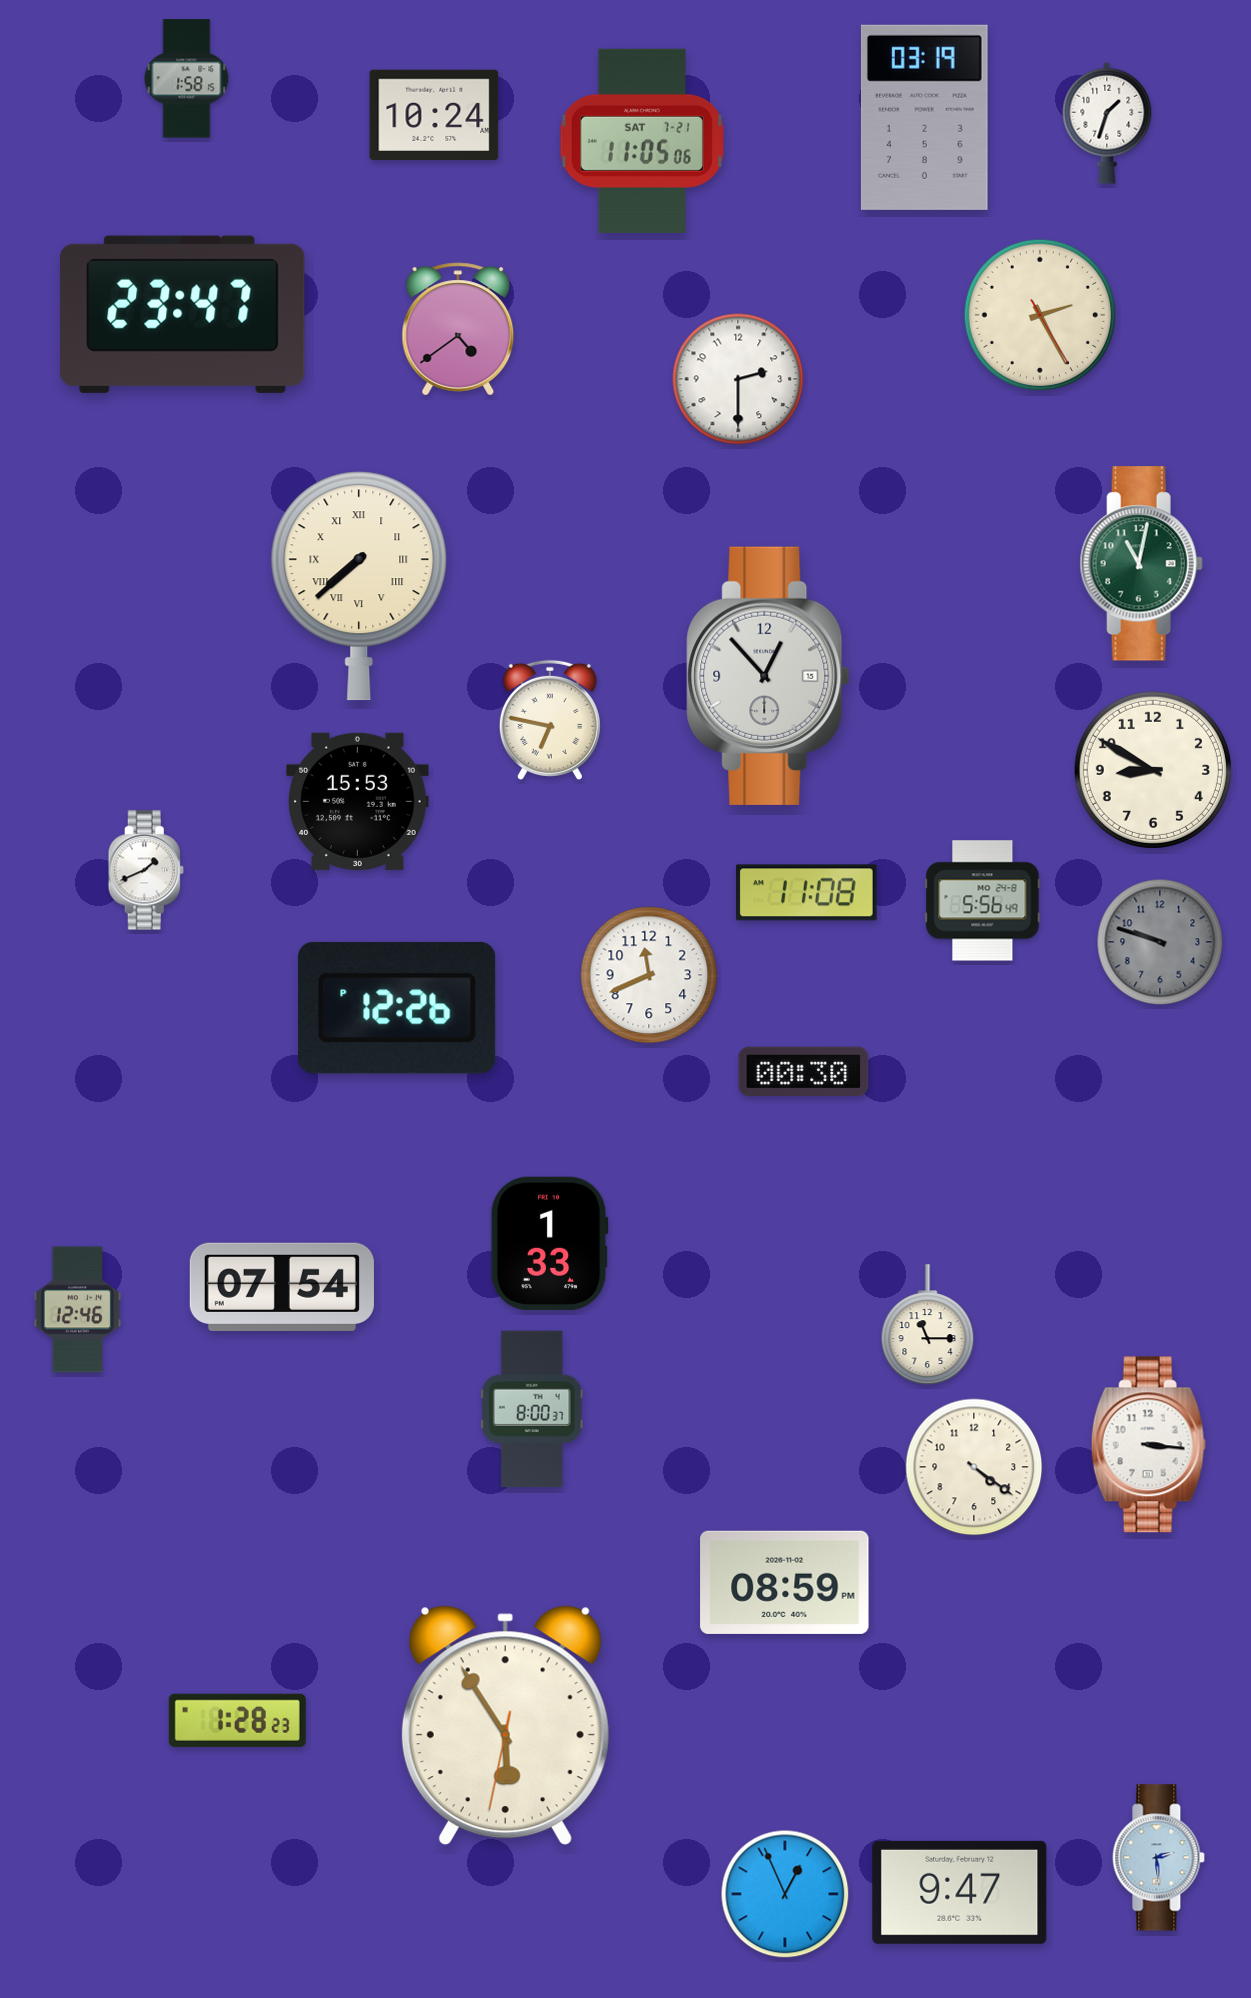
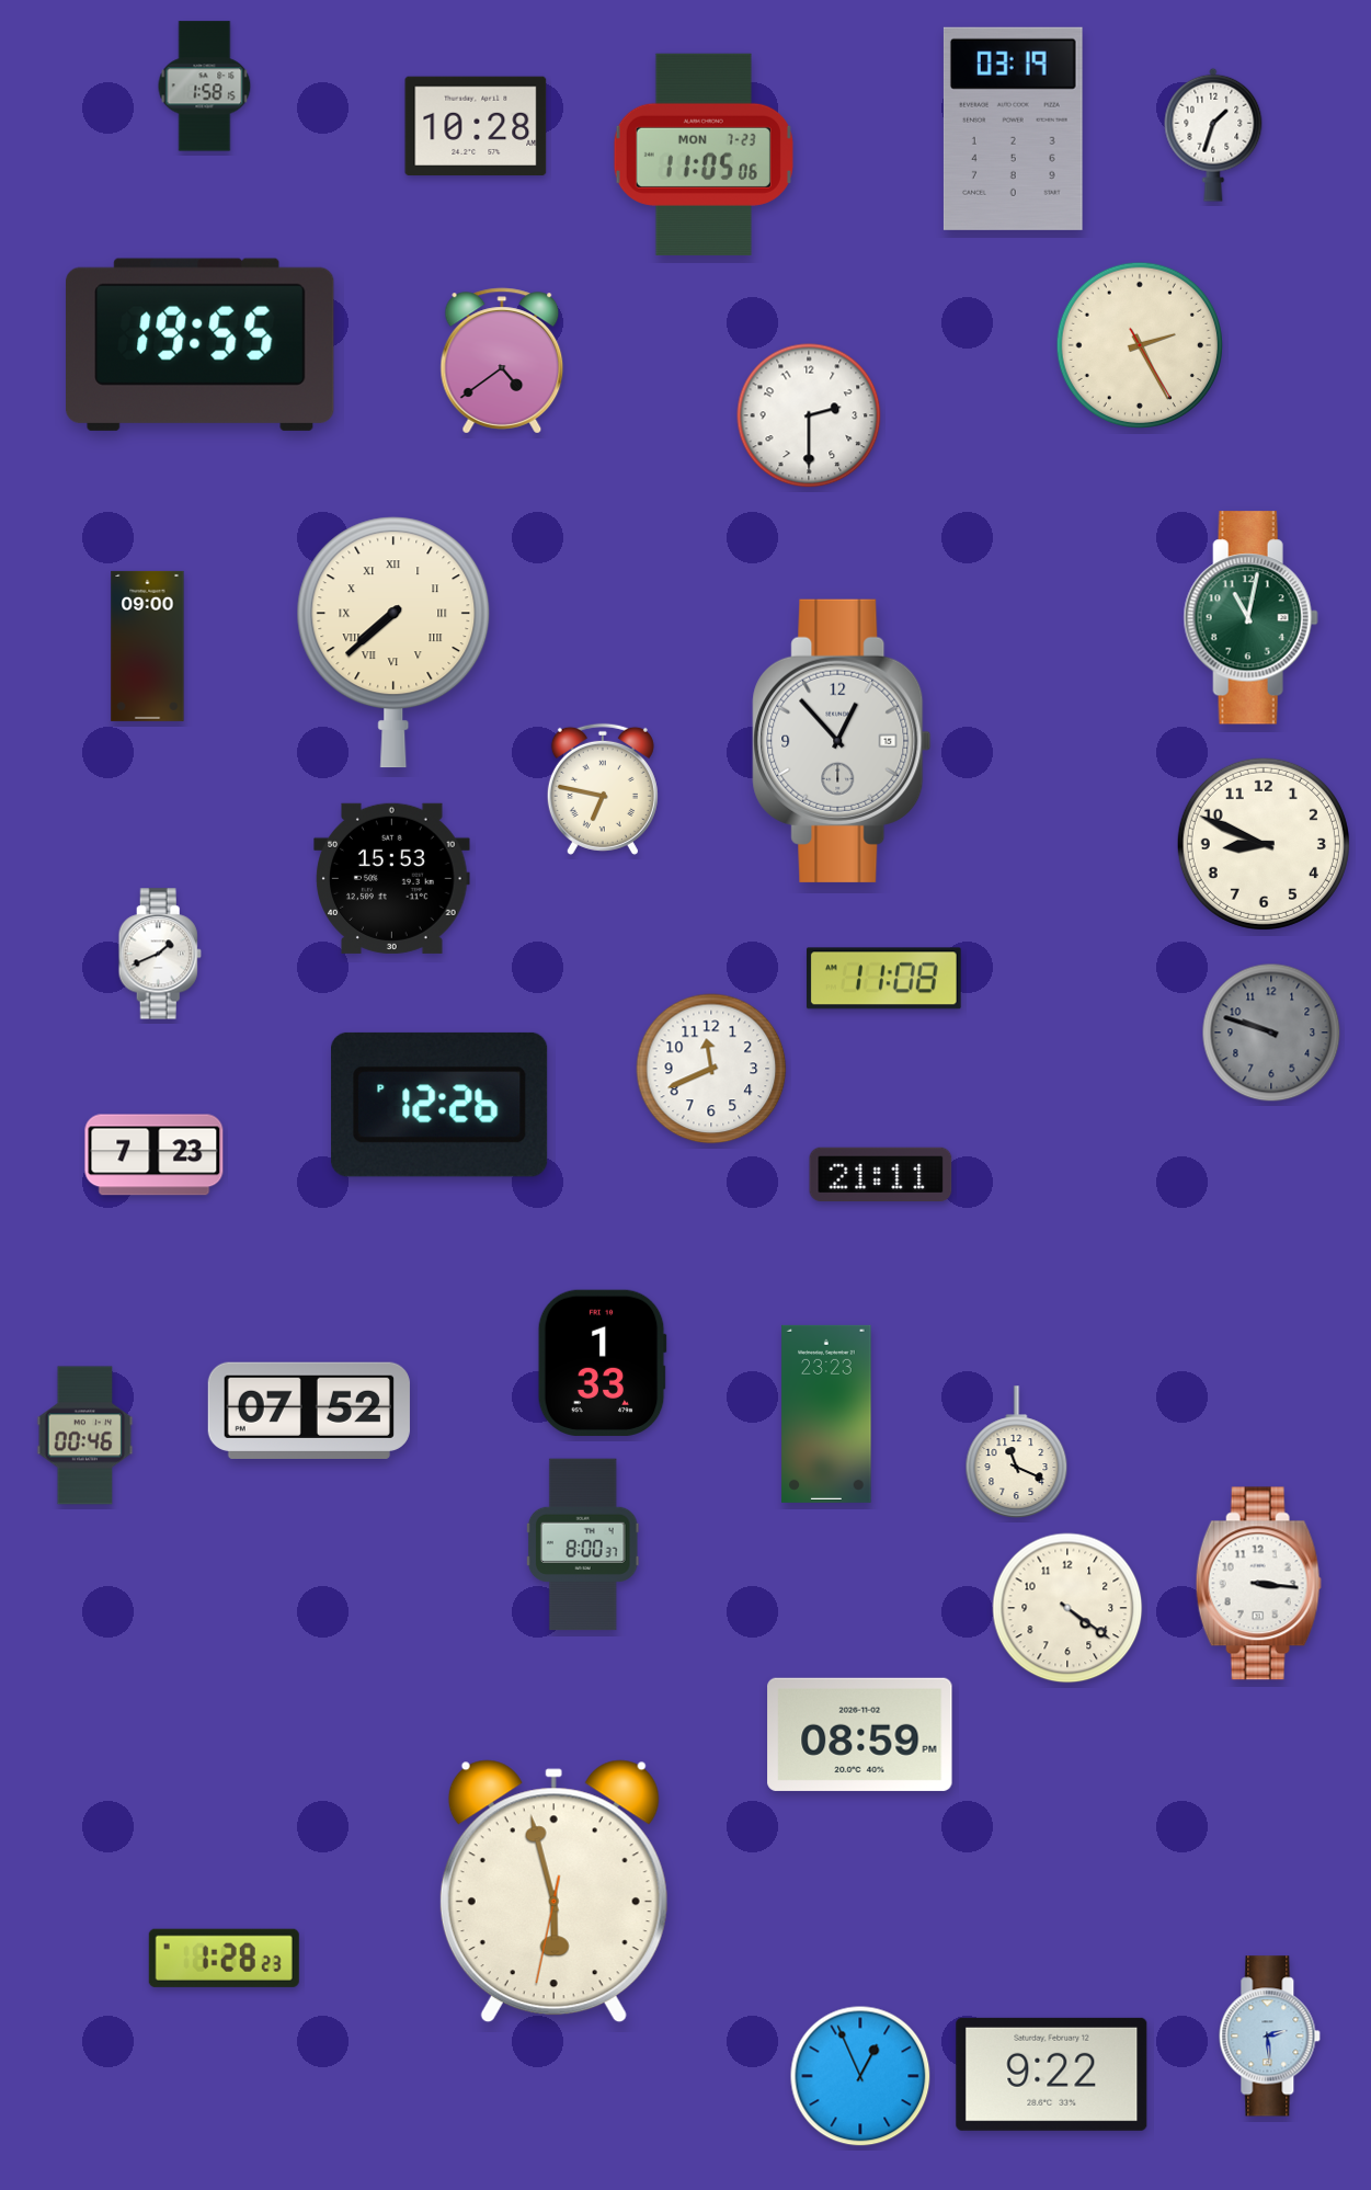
clock at (434, 115): 10:24 -> 10:28
clock at (642, 141) date: SAT 7-21 -> MON 7-23
clock at (183, 314): 23:47 -> 19:55
clock at (148, 646): none -> 09:00
clock at (1153, 770): 8:50 -> 8:49
clock at (983, 901): 5:56 -> none
clock at (397, 1008) position: (397, 1008) -> (439, 1105)
clock at (155, 1155): none -> 7:23
clock at (804, 1071): 00:30 -> 21:11
clock at (282, 1287): 07:54 -> 07:52
clock at (826, 1414): none -> 23:23
clock at (78, 1310): 12:46 -> 00:46
clock at (928, 1325): 11:15 -> 11:19
clock at (237, 1720) position: (237, 1720) -> (224, 1958)
clock at (505, 1726): 5:54 -> 5:57
clock at (960, 1892): 9:47 -> 9:22
